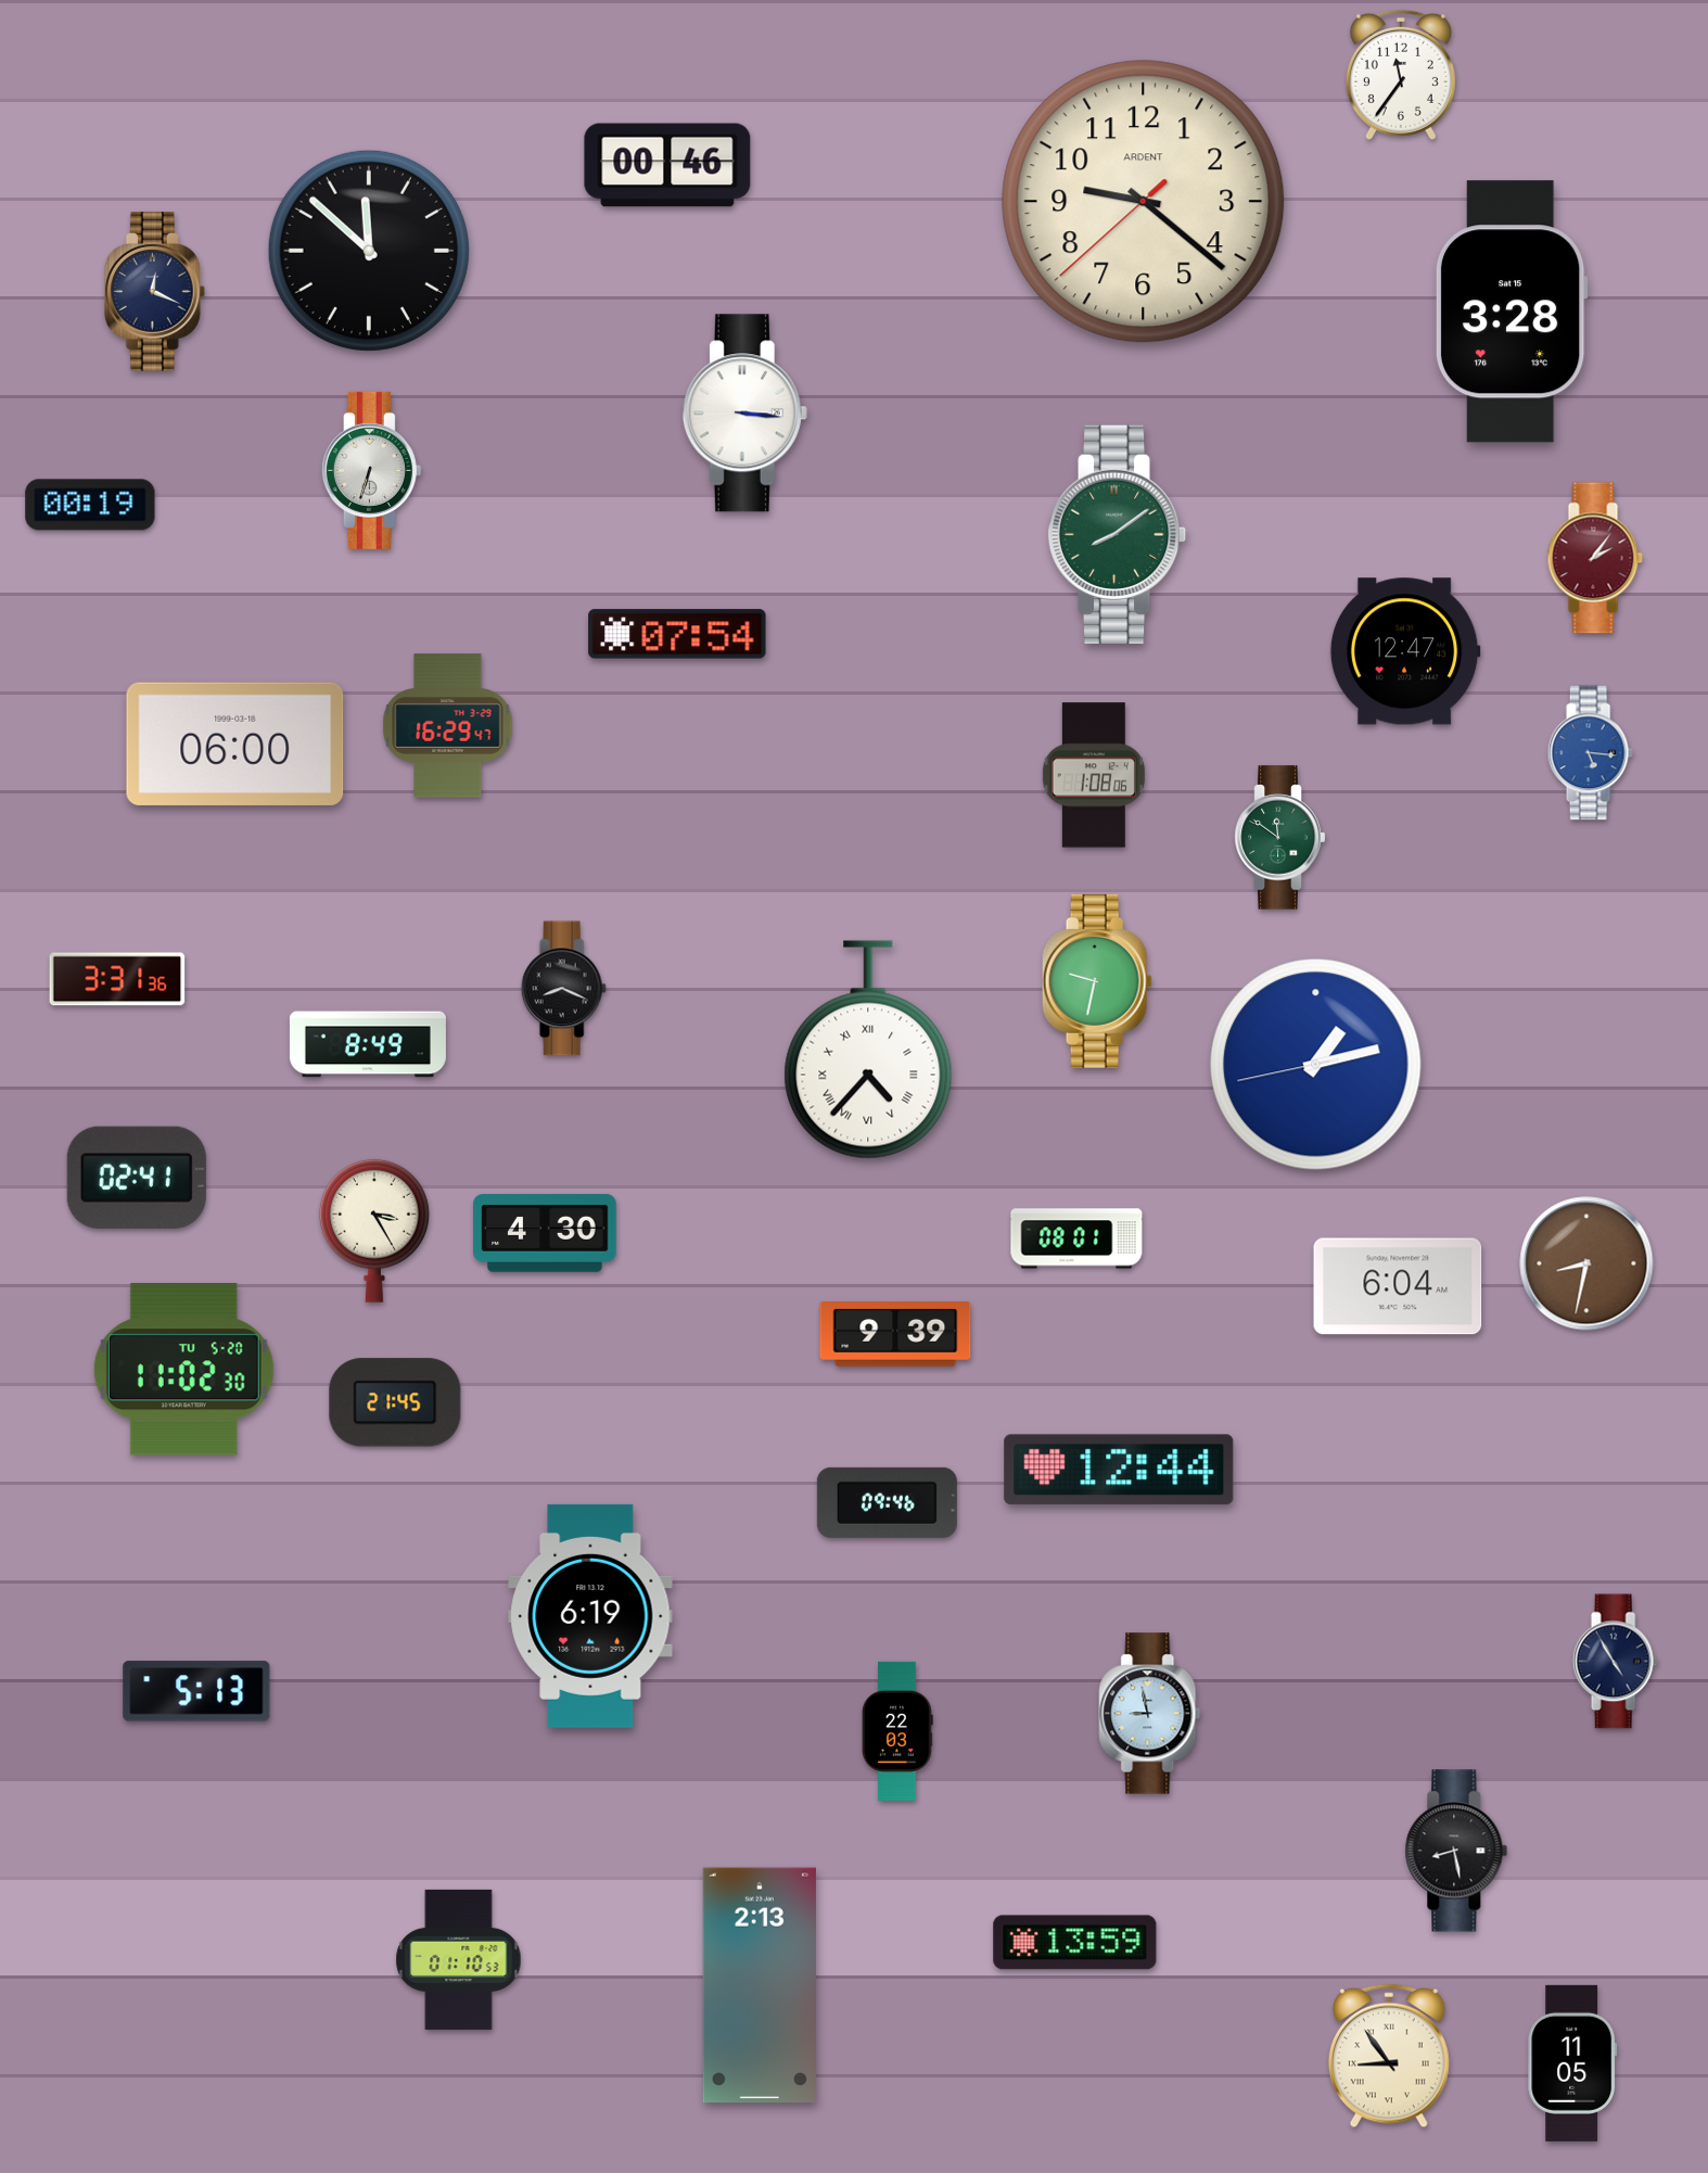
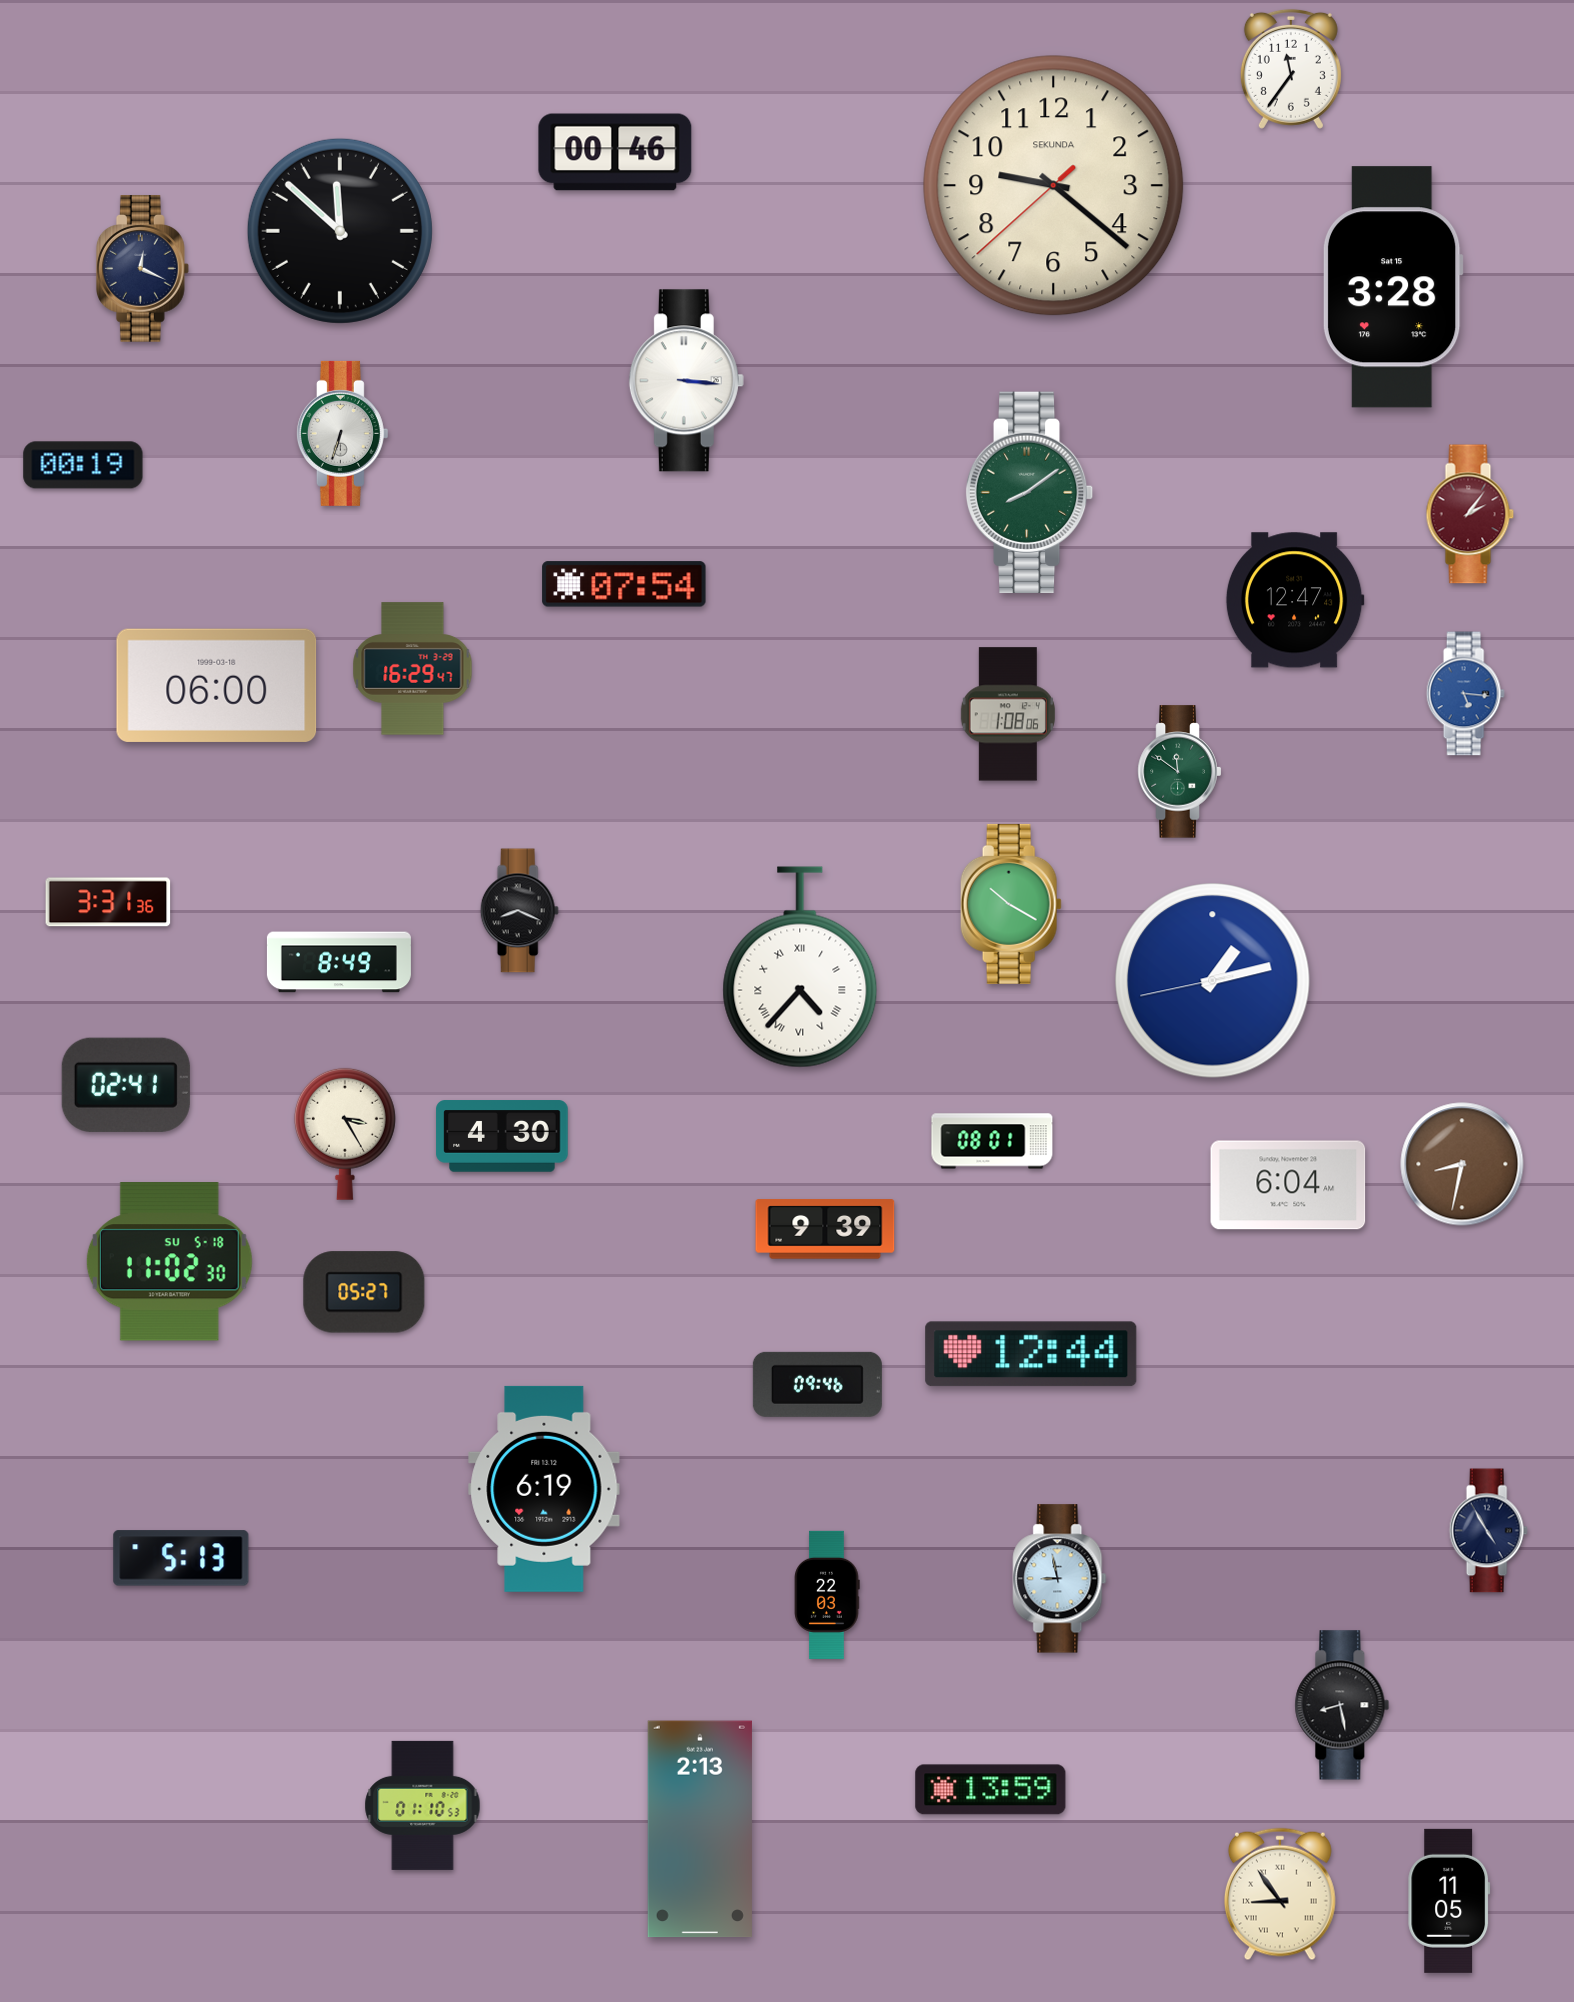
clock at (1144, 202) brand: ARDENT -> SEKUNDA
clock at (1097, 981): 9:32 -> 10:20
clock at (183, 1370) date: TU 5-20 -> SU 5-18
clock at (395, 1402): 21:45 -> 05:27
